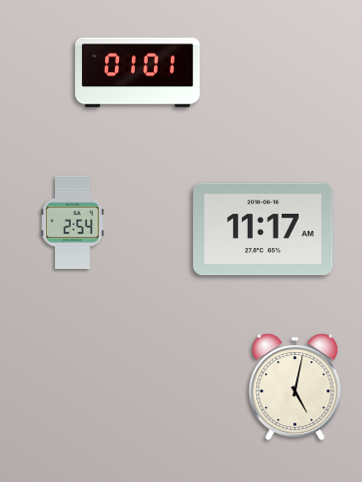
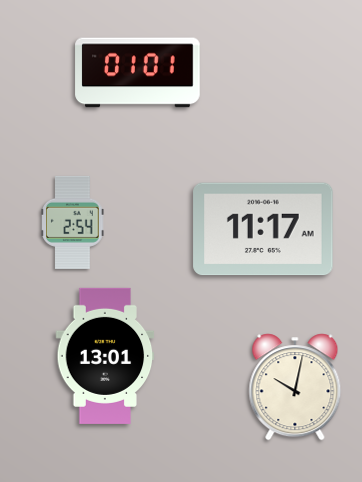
clock at (105, 356): none -> 13:01
clock at (295, 387): 5:02 -> 10:02
